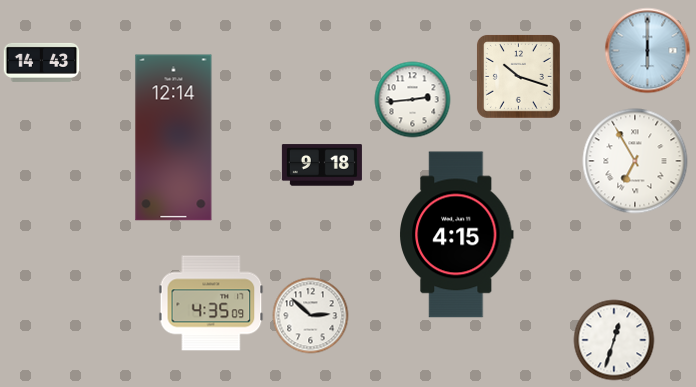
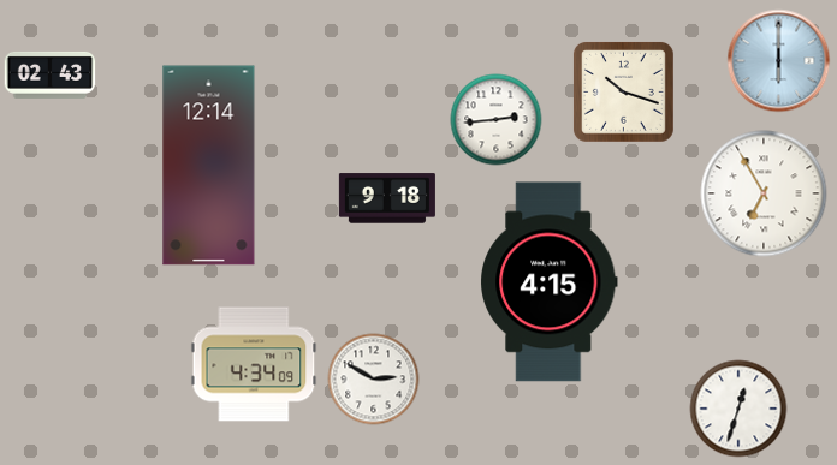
clock at (42, 62): 14:43 -> 02:43
clock at (211, 303): 4:35 -> 4:34
clock at (311, 316): 2:52 -> 2:50
